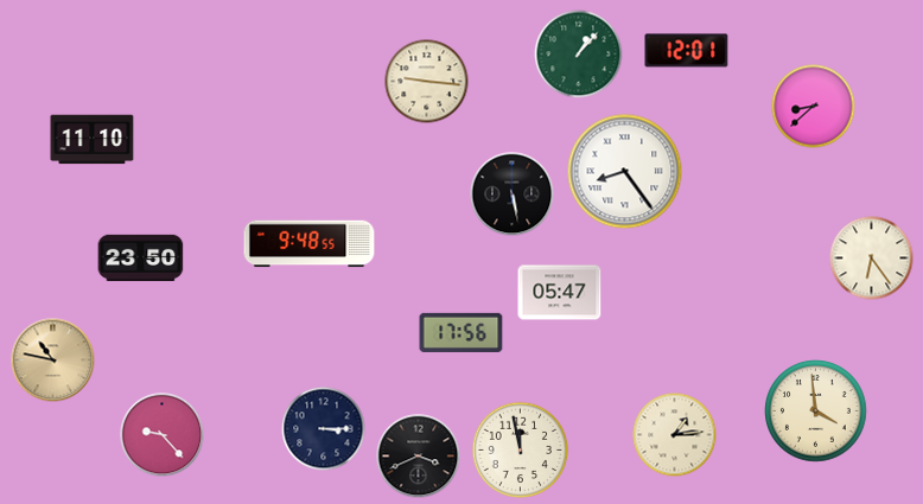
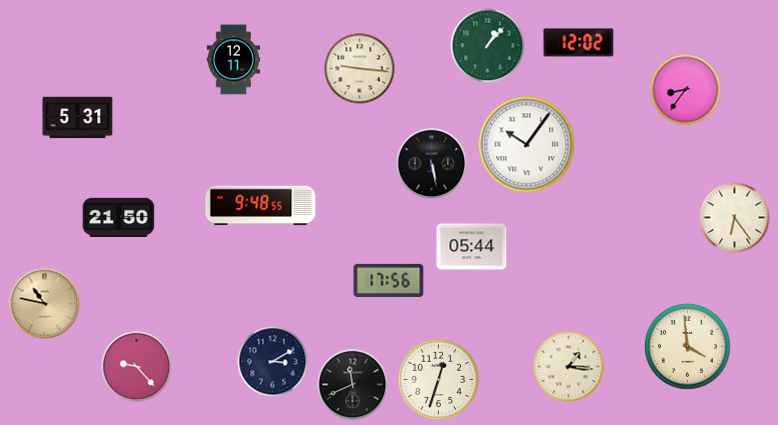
clock at (687, 51): 12:01 -> 12:02
clock at (234, 60): none -> 12:11
clock at (814, 107): 8:38 -> 8:36
clock at (93, 140): 11:10 -> 5:31
clock at (625, 172): 8:24 -> 10:06
clock at (141, 257): 23:50 -> 21:50
clock at (560, 293): 05:47 -> 05:44
clock at (324, 429): 3:15 -> 3:10
clock at (675, 435): 1:14 -> 1:16
clock at (521, 451): 11:58 -> 12:33
clock at (419, 457): 3:41 -> 11:41
